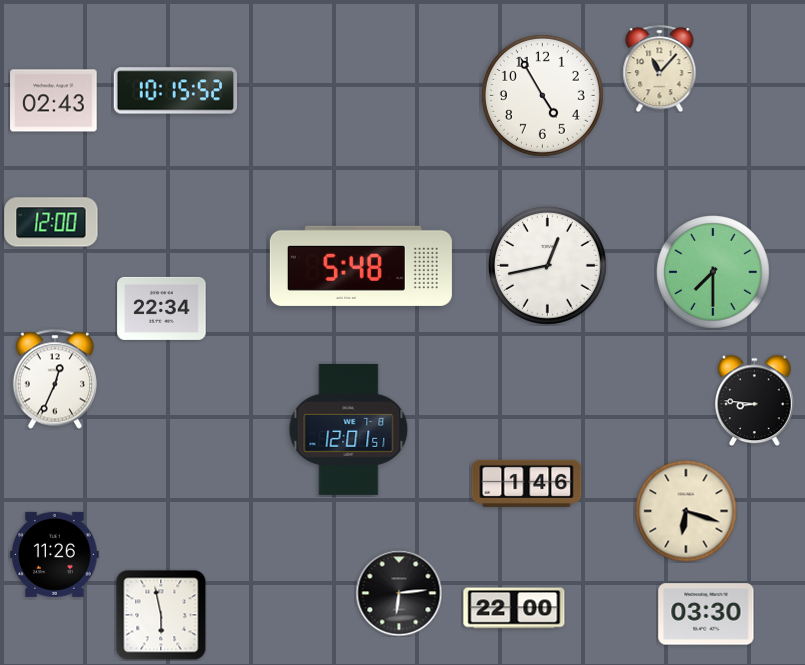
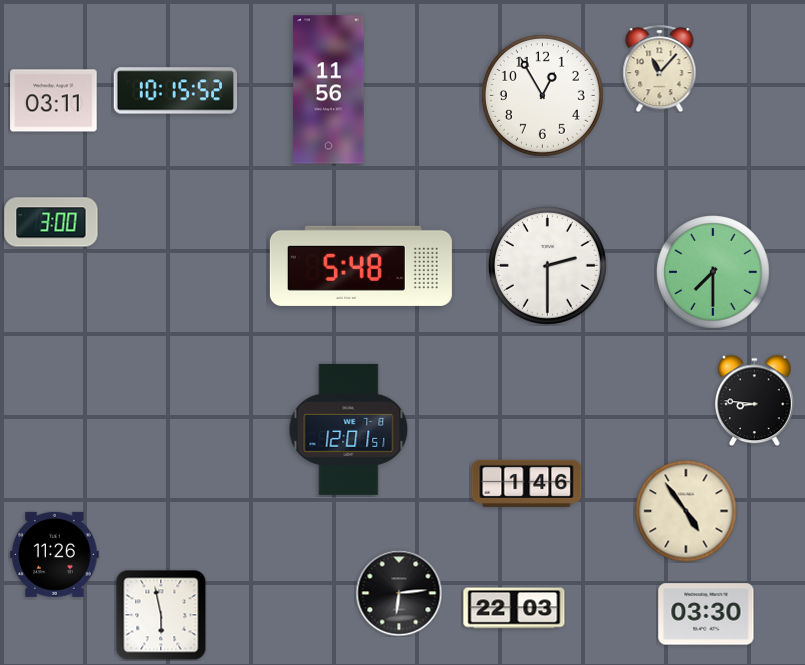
clock at (329, 90): none -> 11:56
clock at (542, 95): 4:55 -> 12:55
clock at (54, 101): 02:43 -> 03:11
clock at (51, 222): 12:00 -> 3:00
clock at (547, 265): 12:43 -> 2:30
clock at (162, 308): 22:34 -> none
clock at (54, 379): 12:34 -> none
clock at (686, 511): 6:18 -> 4:54
clock at (514, 608): 22:00 -> 22:03
